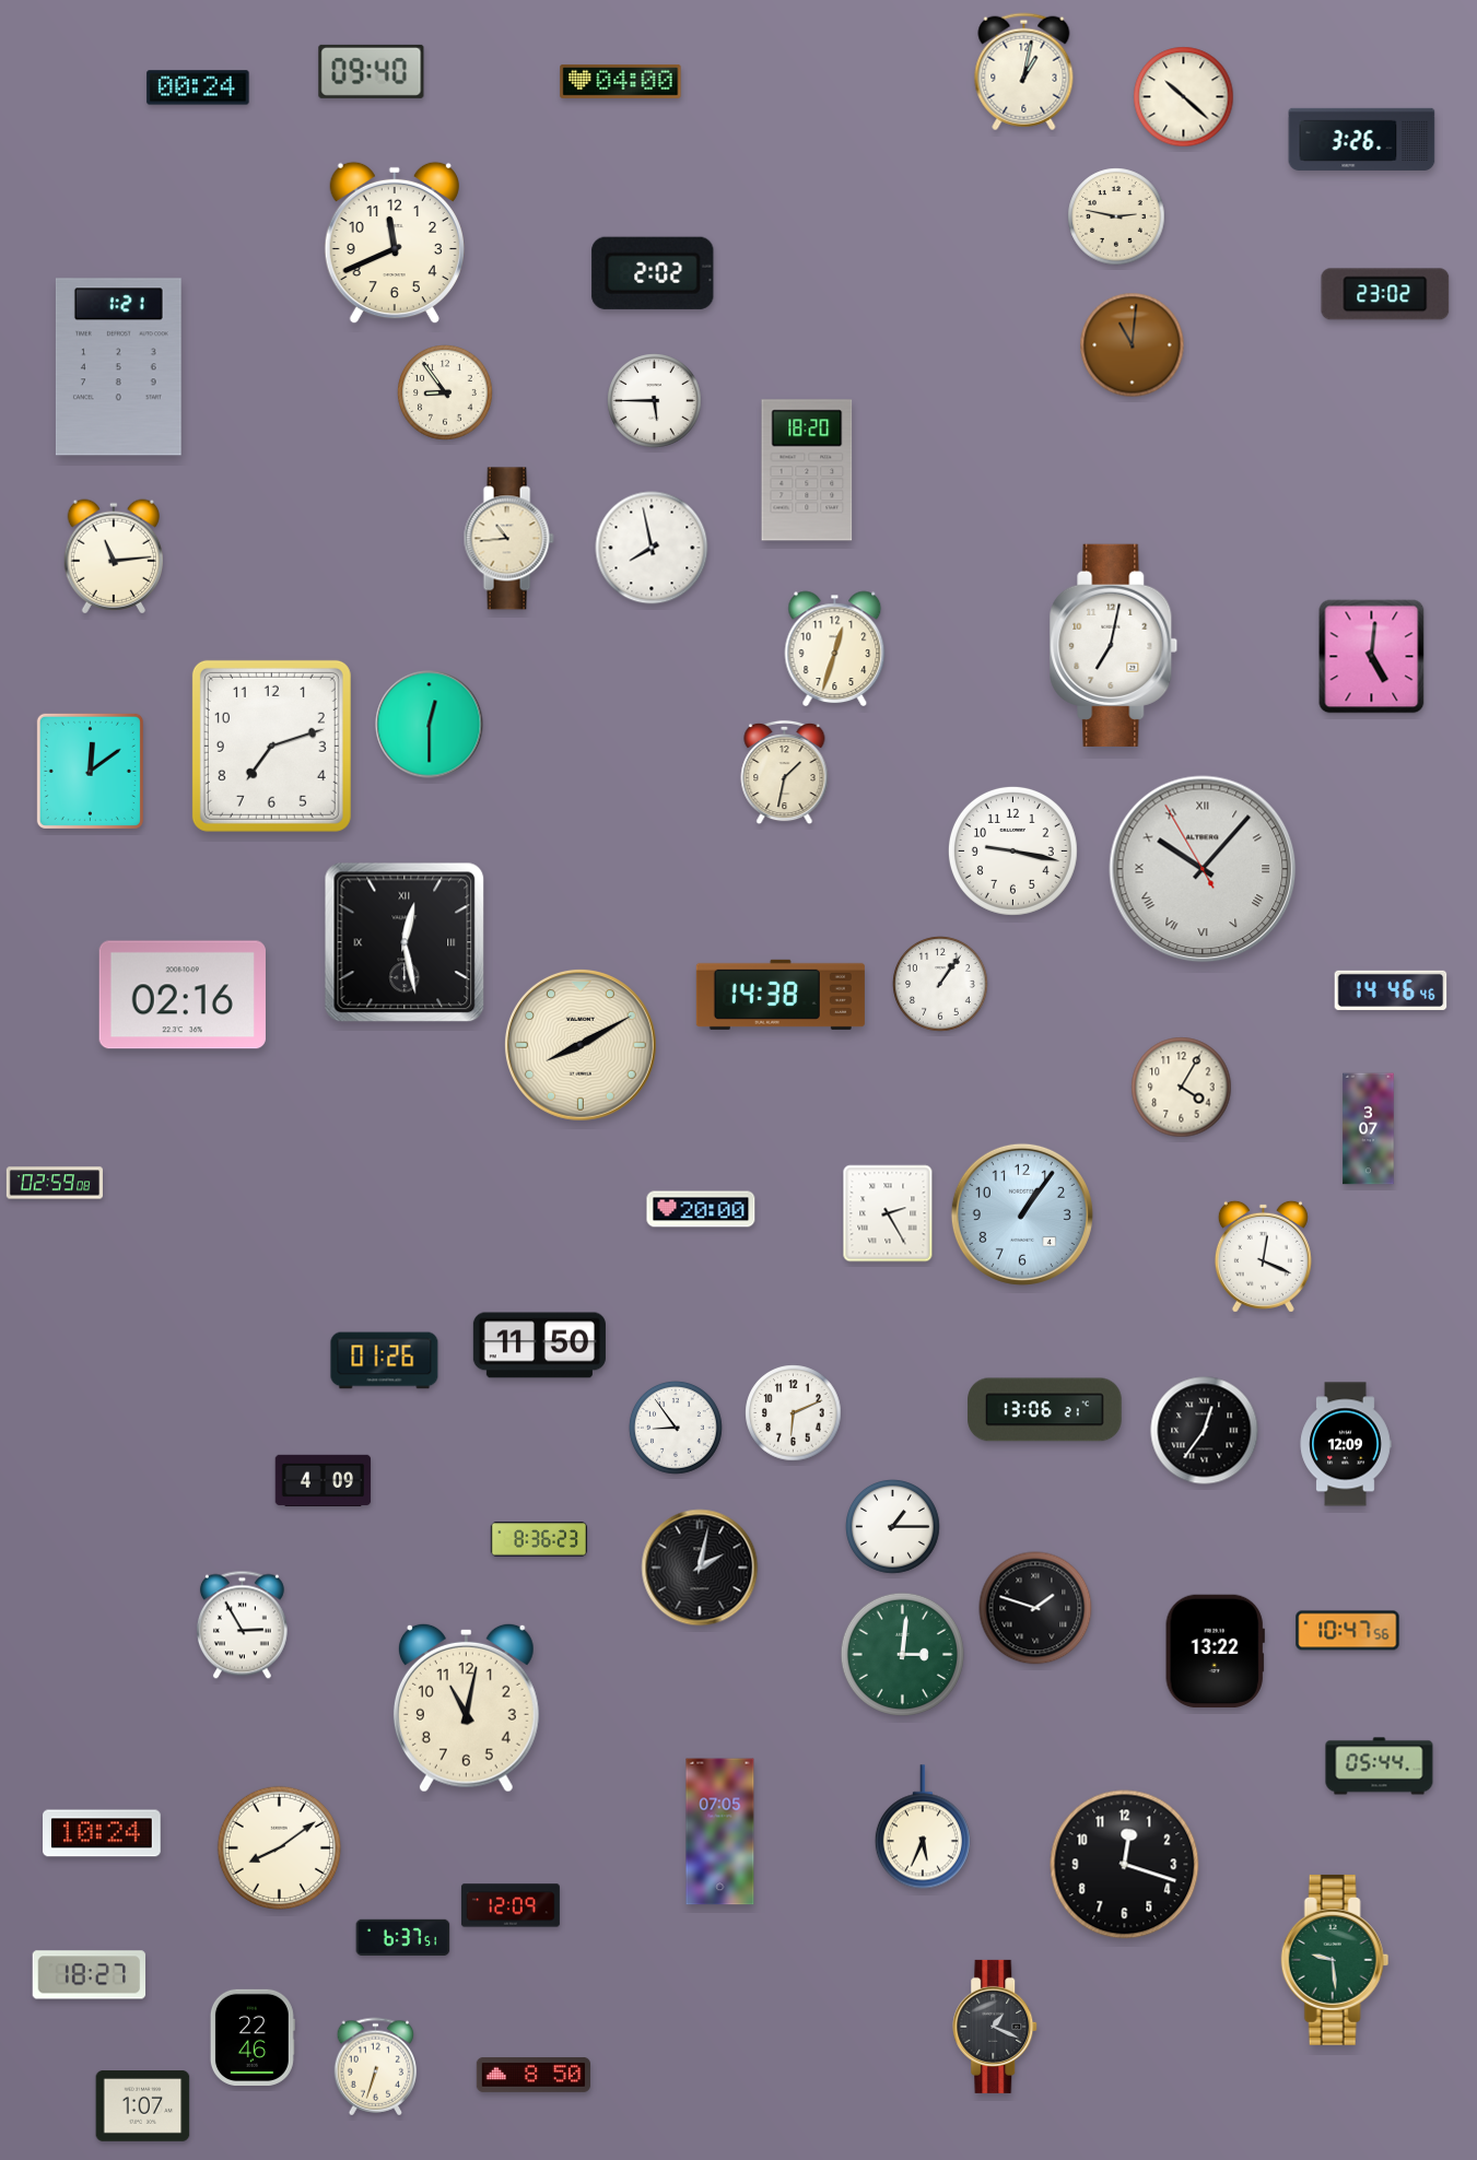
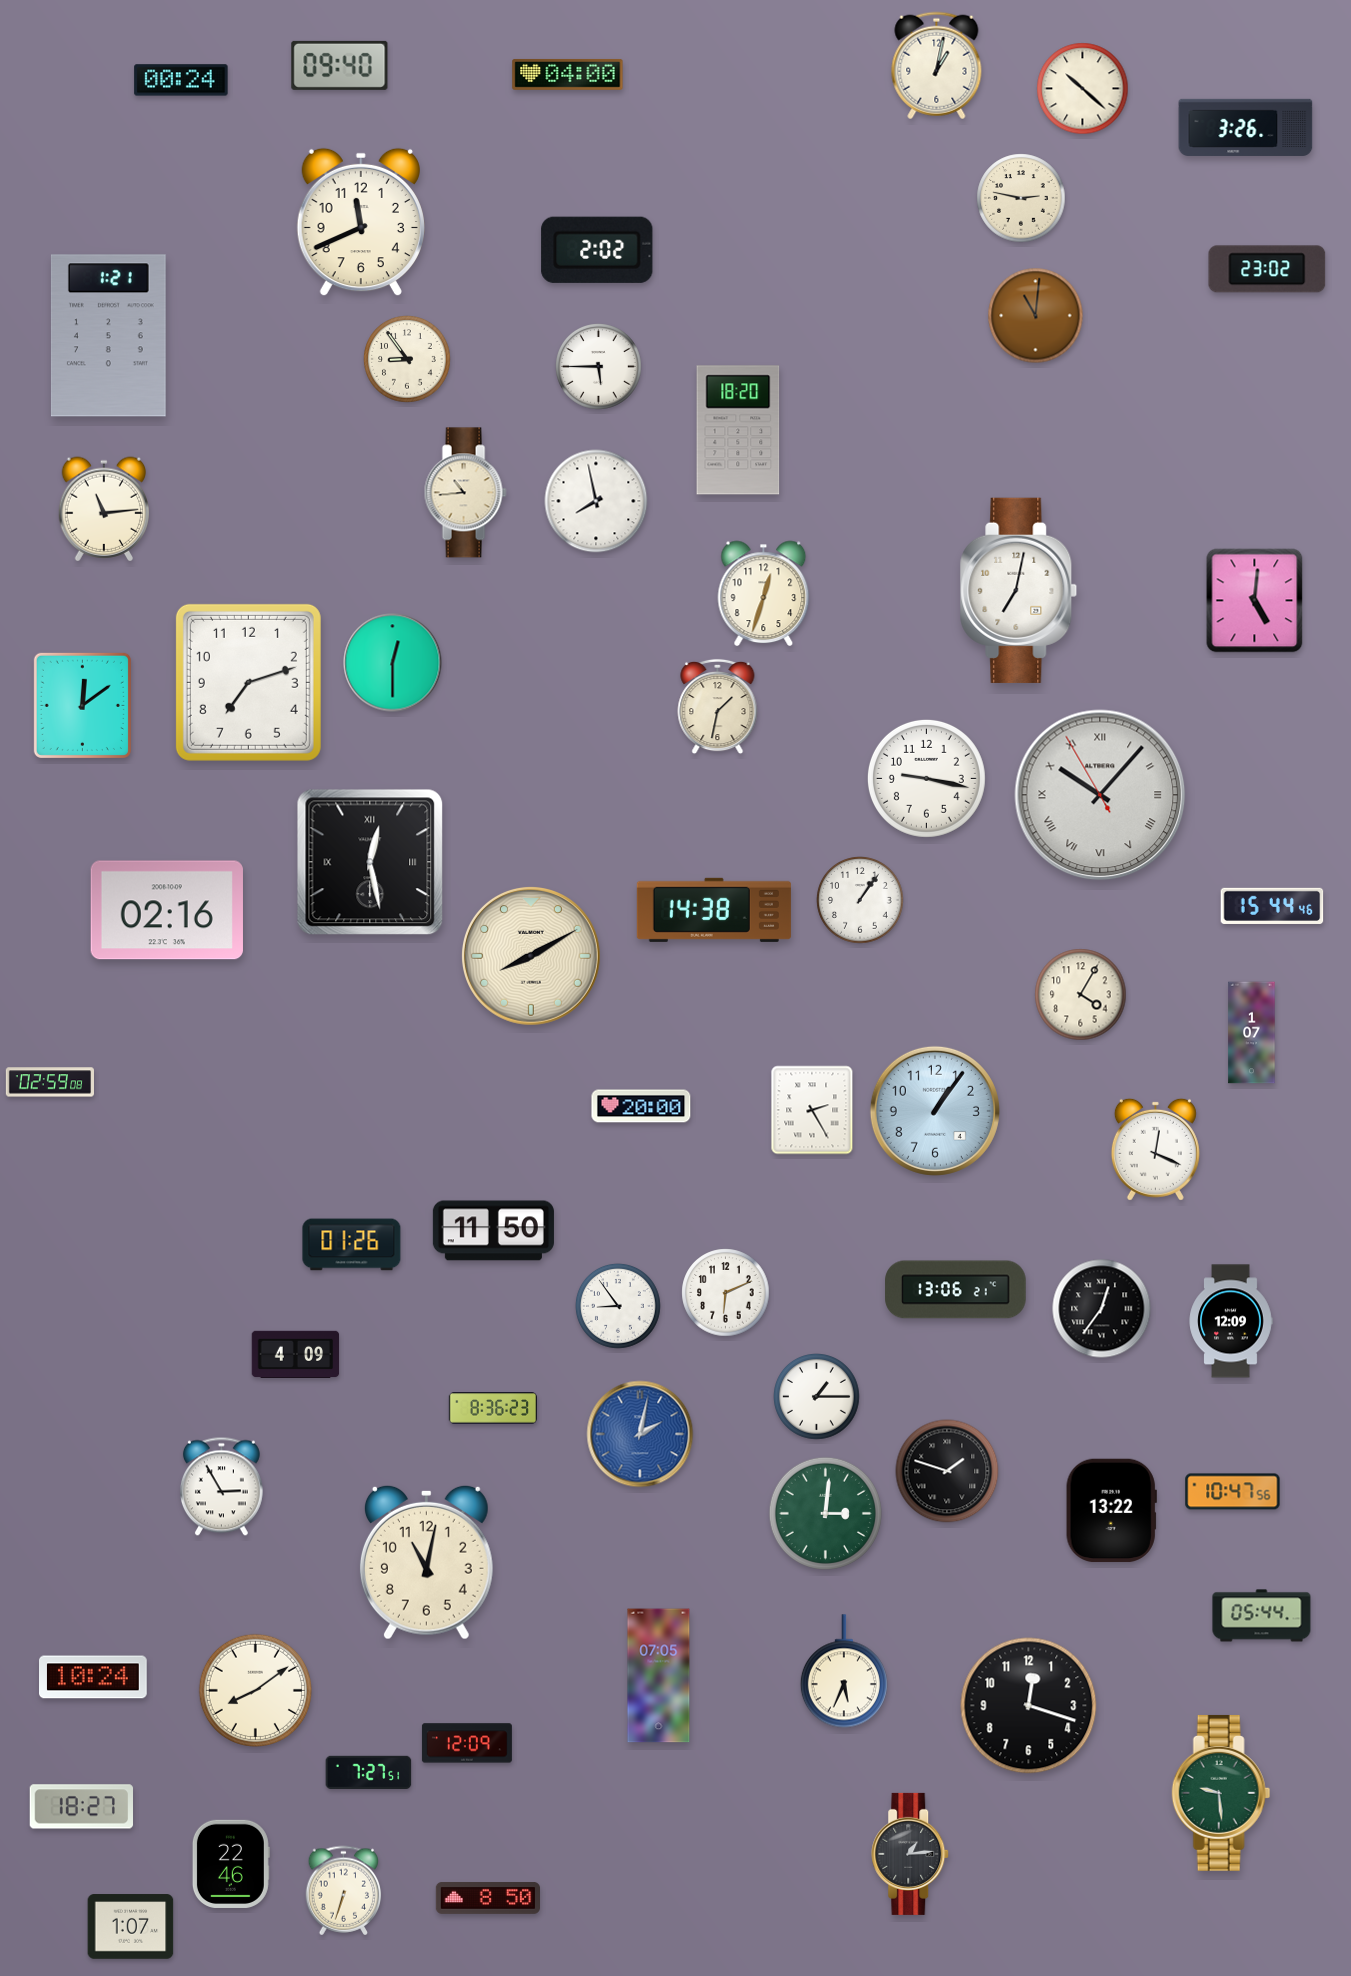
clock at (1391, 989): 14:46 -> 15:44
clock at (1369, 1129): 3:07 -> 1:07
clock at (700, 1568) dial: black -> blue
clock at (403, 1937): 6:37 -> 7:27
clock at (996, 2027): 1:19 -> 1:14
